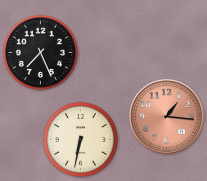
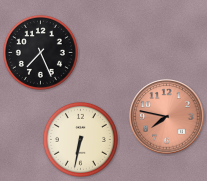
clock at (167, 117): 1:16 -> 7:47
